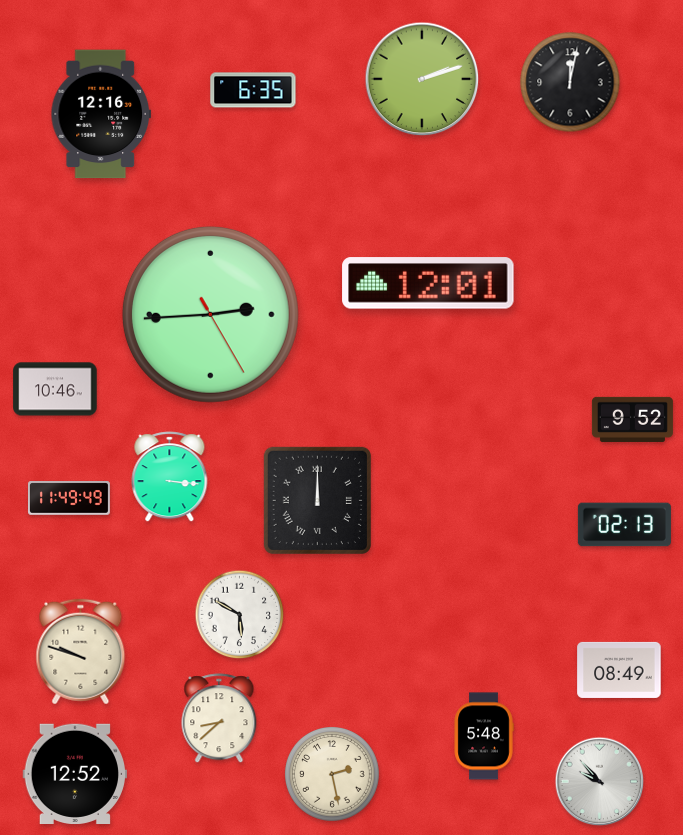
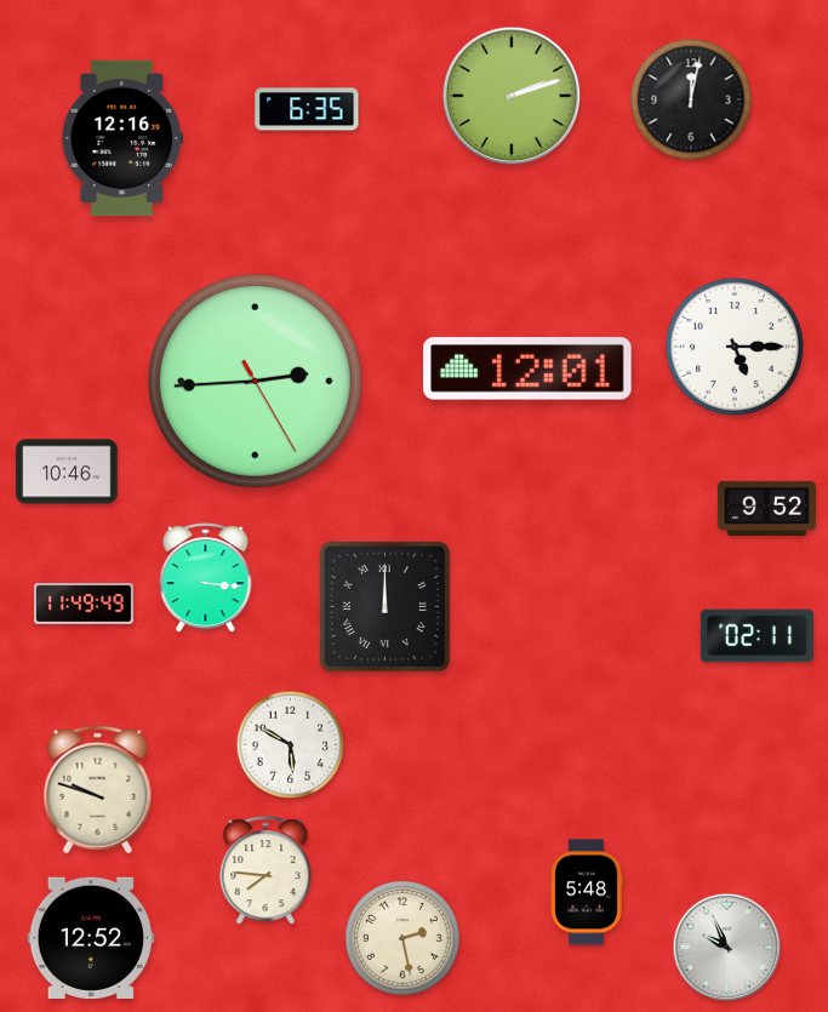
clock at (428, 283) position: (428, 283) -> (527, 368)
clock at (735, 347): none -> 5:15
clock at (624, 525): 02:13 -> 02:11
clock at (619, 670): 08:49 -> none
clock at (219, 719): 8:38 -> 7:46
clock at (600, 782): 9:53 -> 9:56
